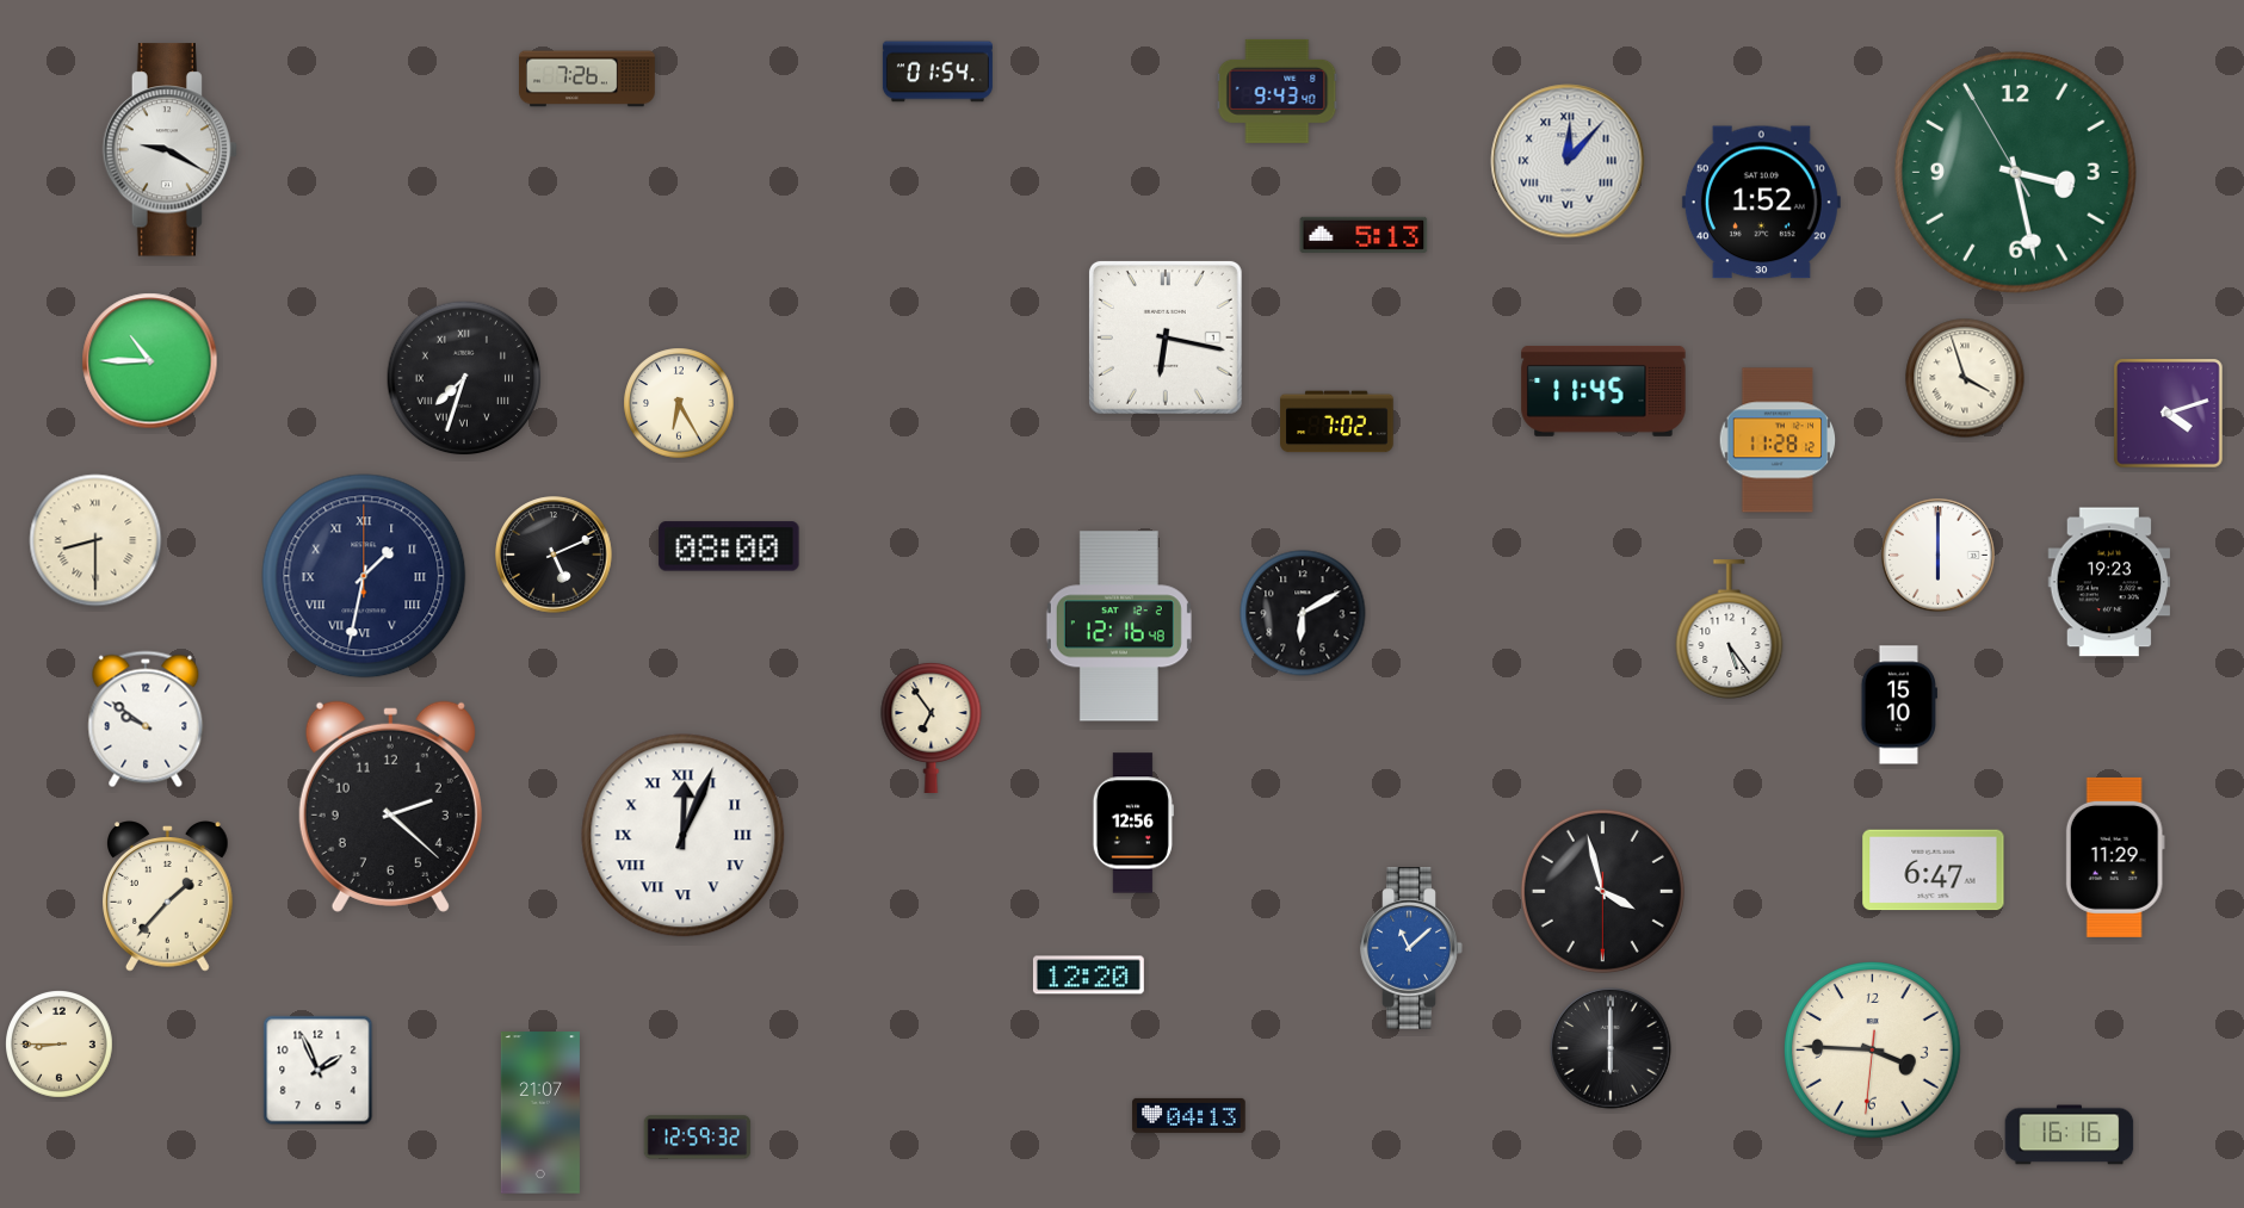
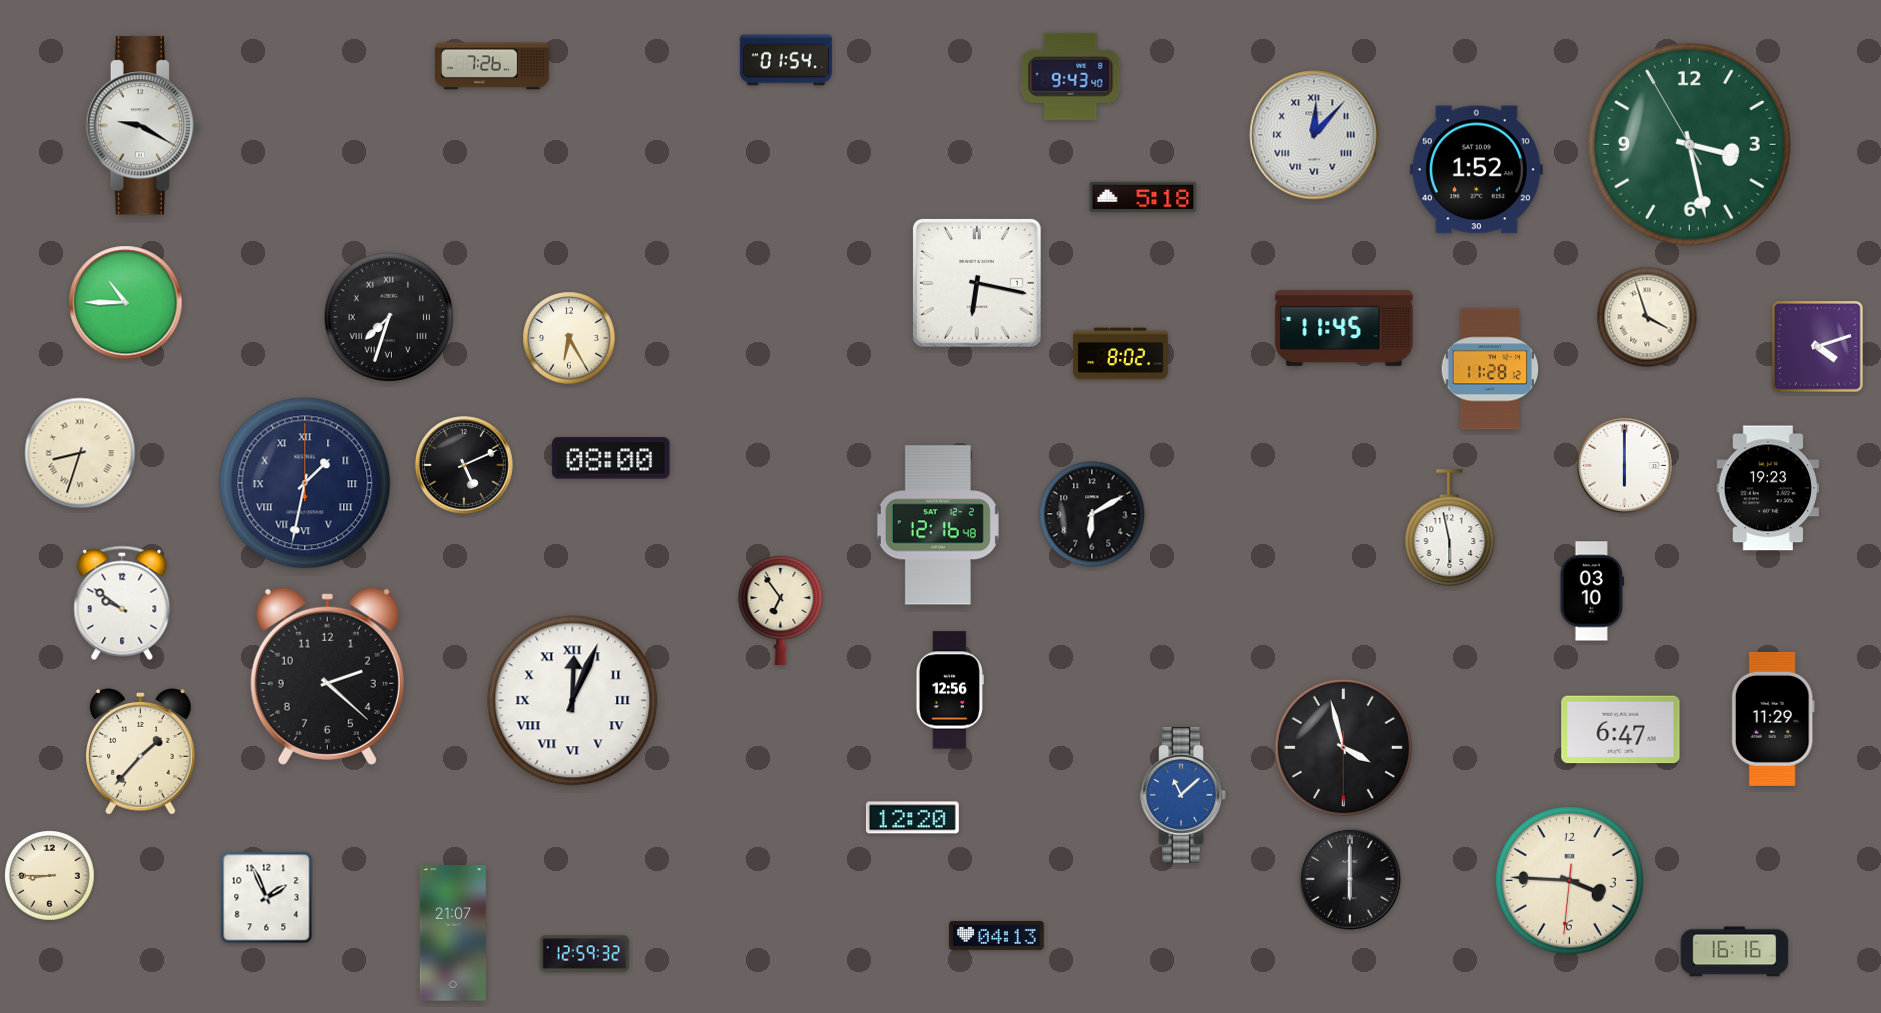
clock at (1364, 235): 5:13 -> 5:18
clock at (1337, 422): 7:02 -> 8:02
clock at (95, 540): 8:30 -> 8:33
clock at (1730, 630): 5:24 -> 5:58
clock at (1899, 705): 15:10 -> 03:10
